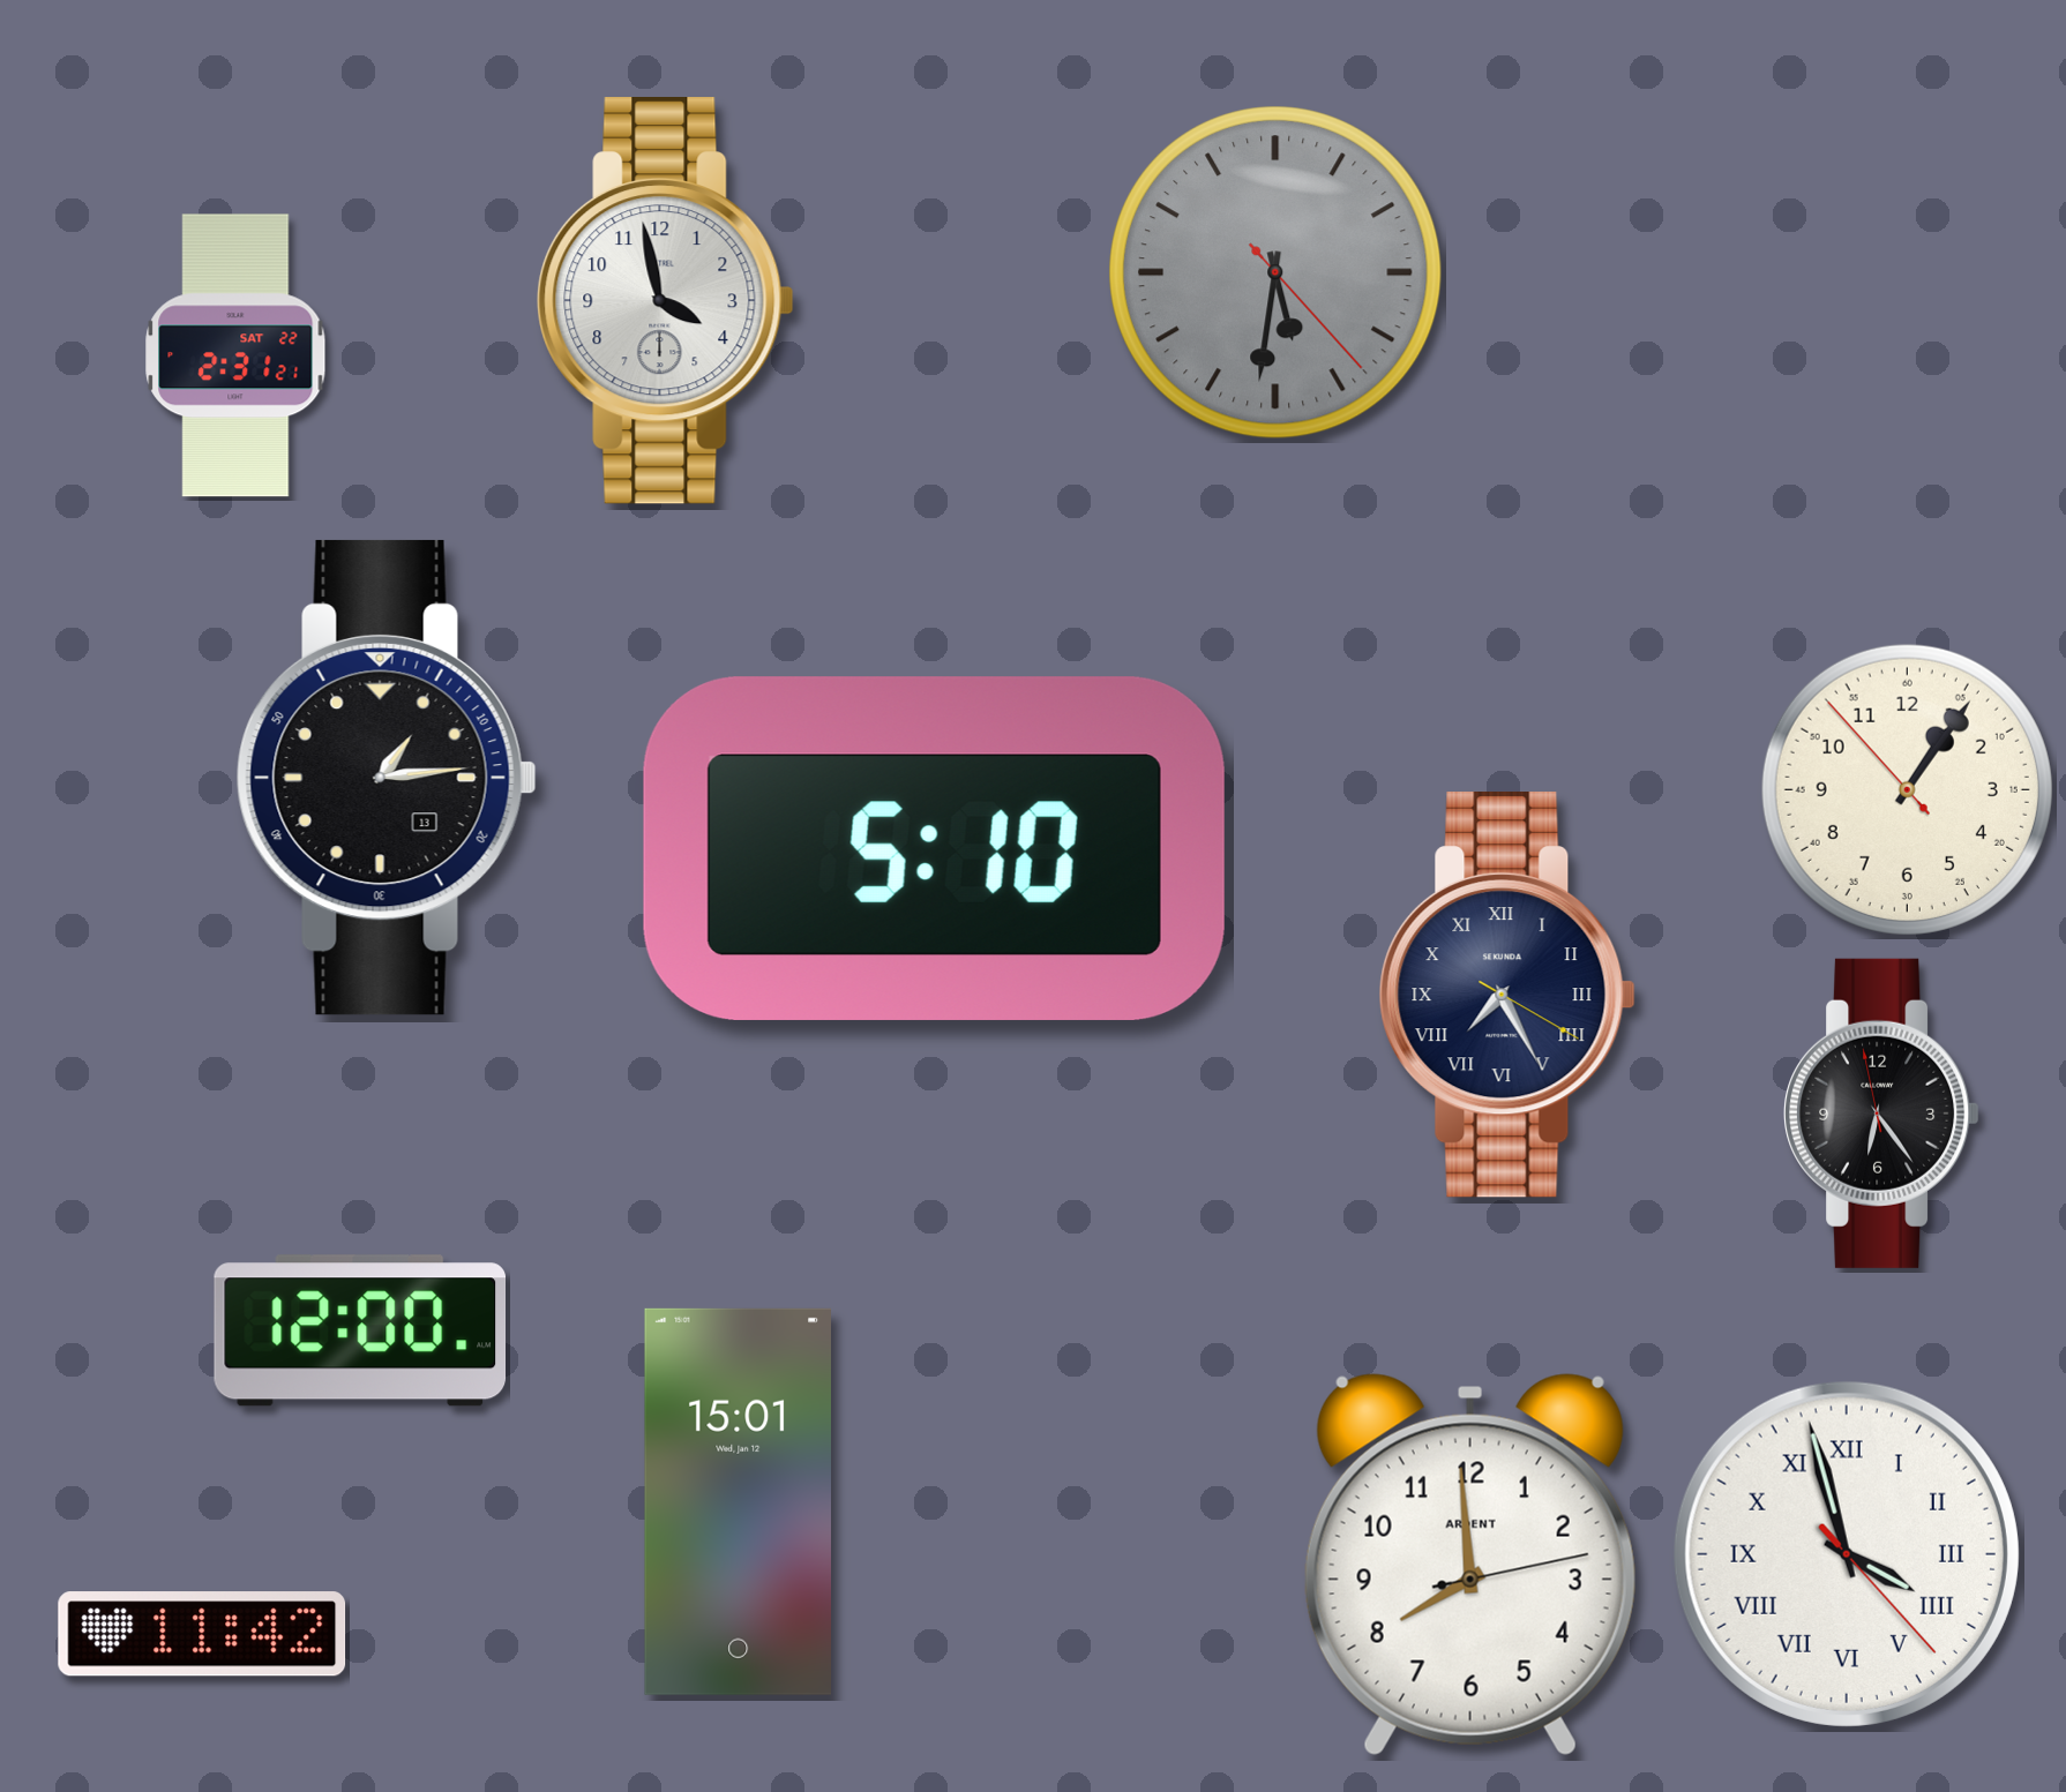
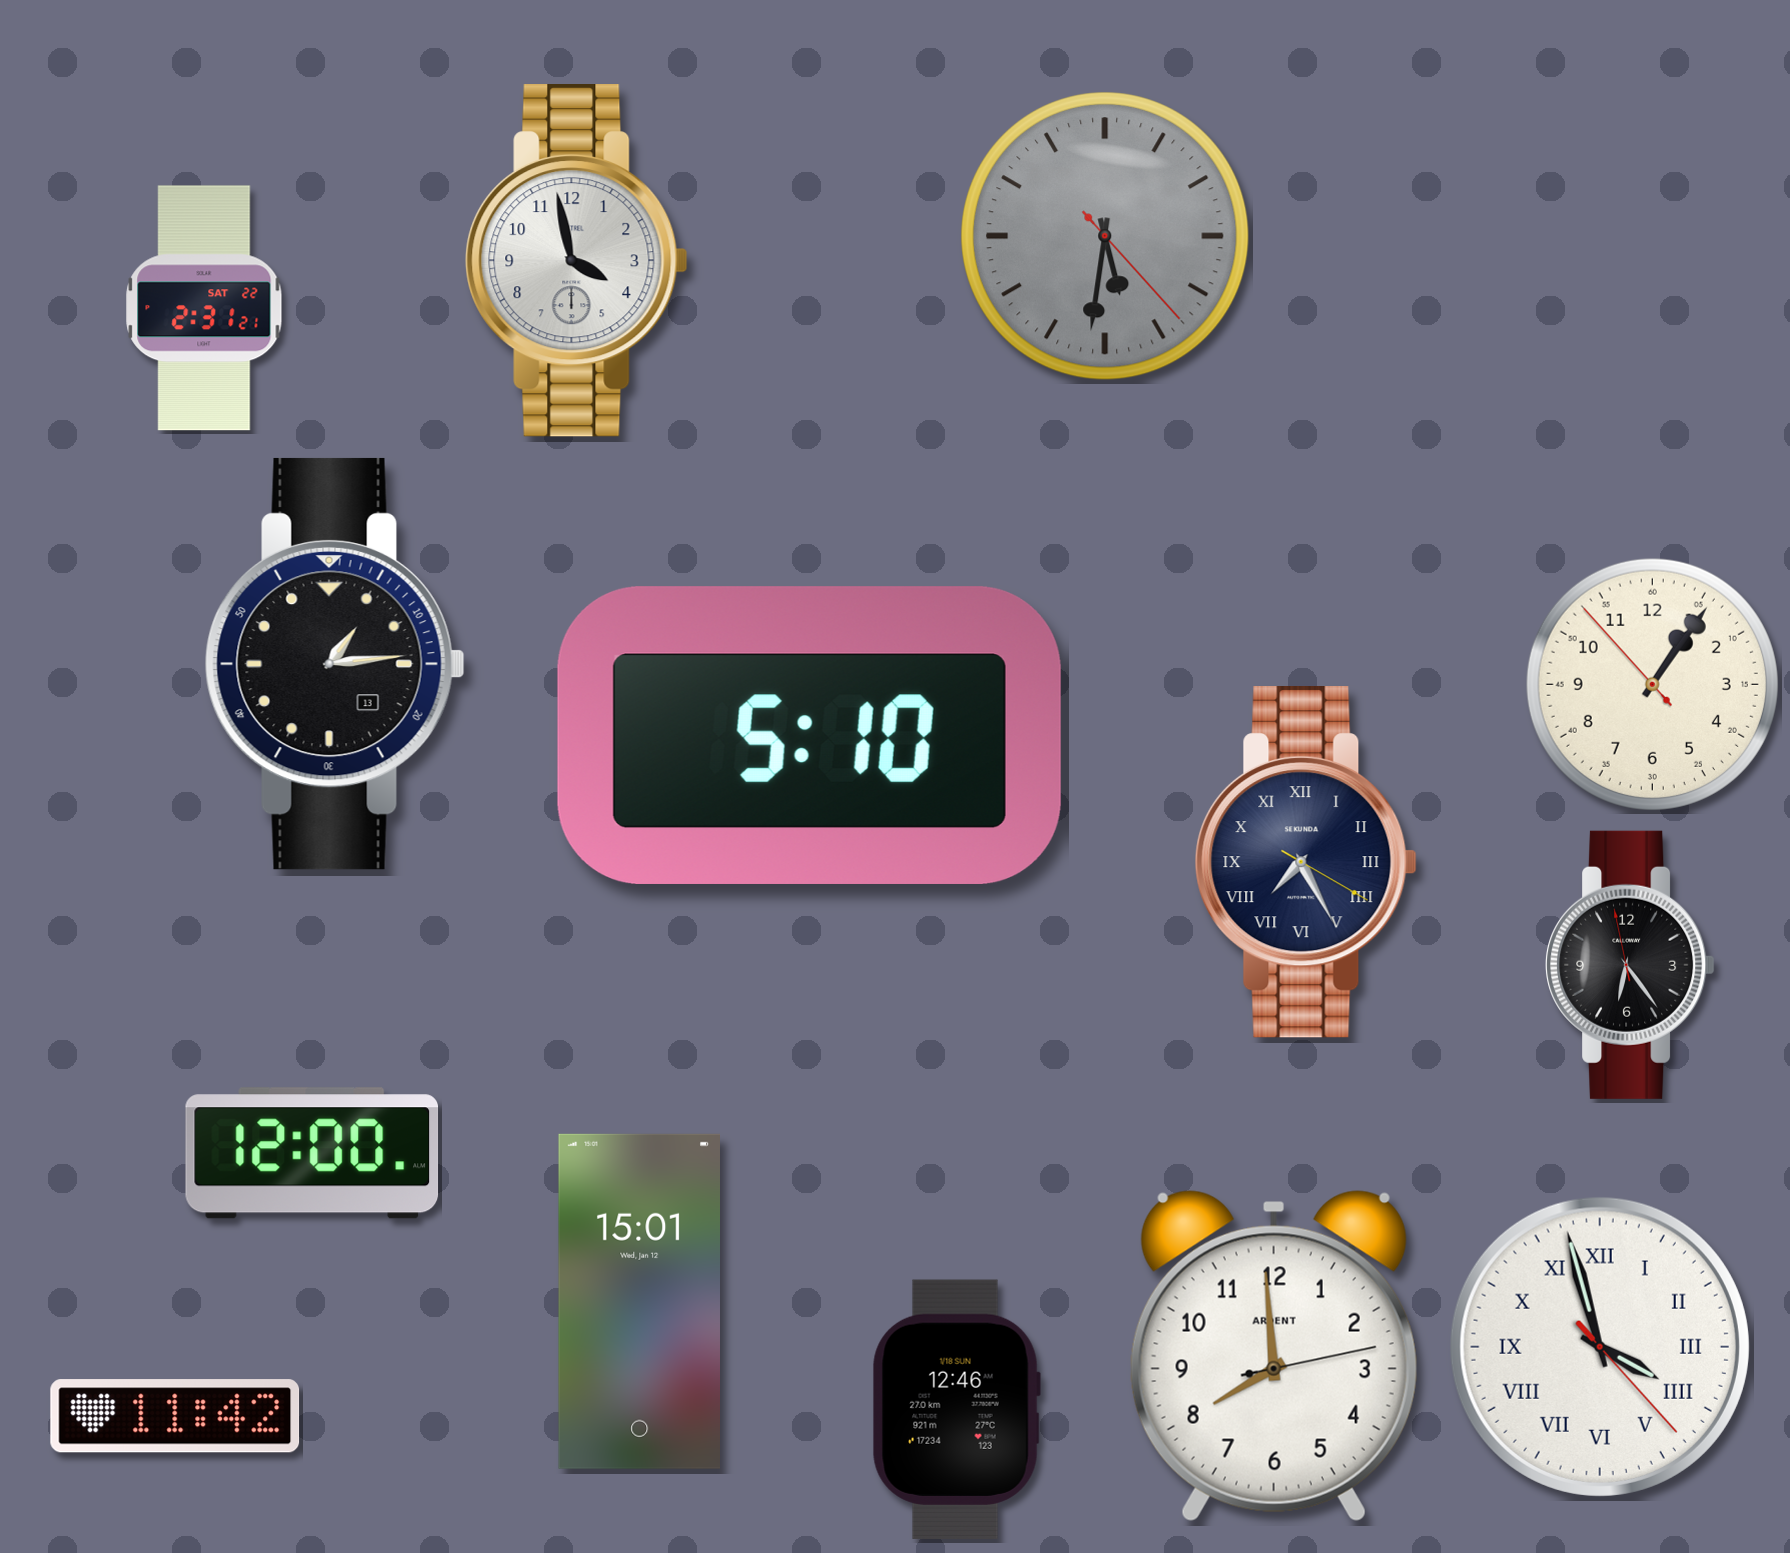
clock at (387, 778) position: (387, 778) -> (335, 664)
clock at (956, 1409): none -> 12:46
